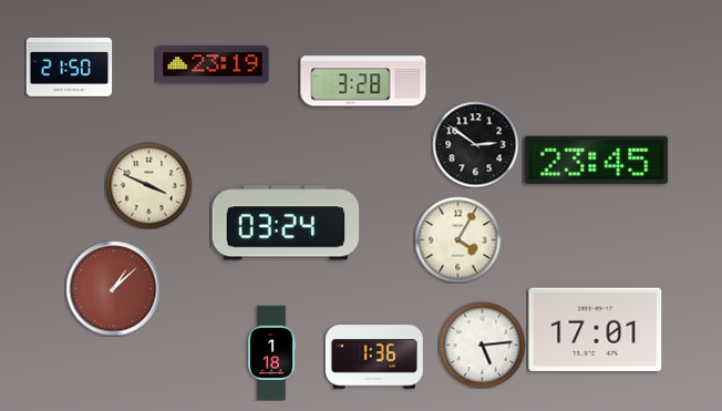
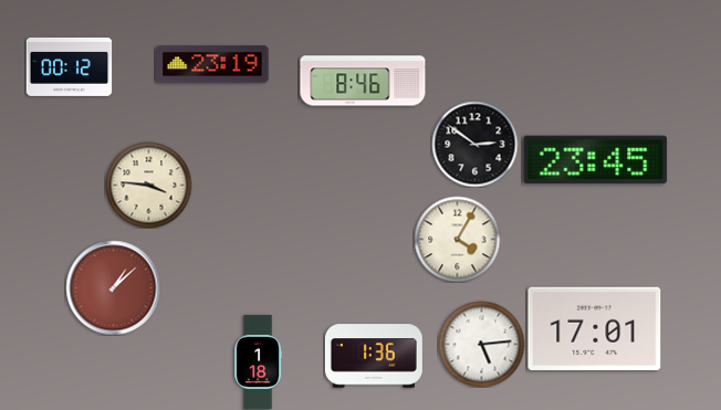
clock at (69, 66): 21:50 -> 00:12
clock at (363, 81): 3:28 -> 8:46
clock at (148, 185): 3:49 -> 3:46
clock at (286, 223): 03:24 -> none
clock at (272, 352) position: (272, 352) -> (259, 361)
